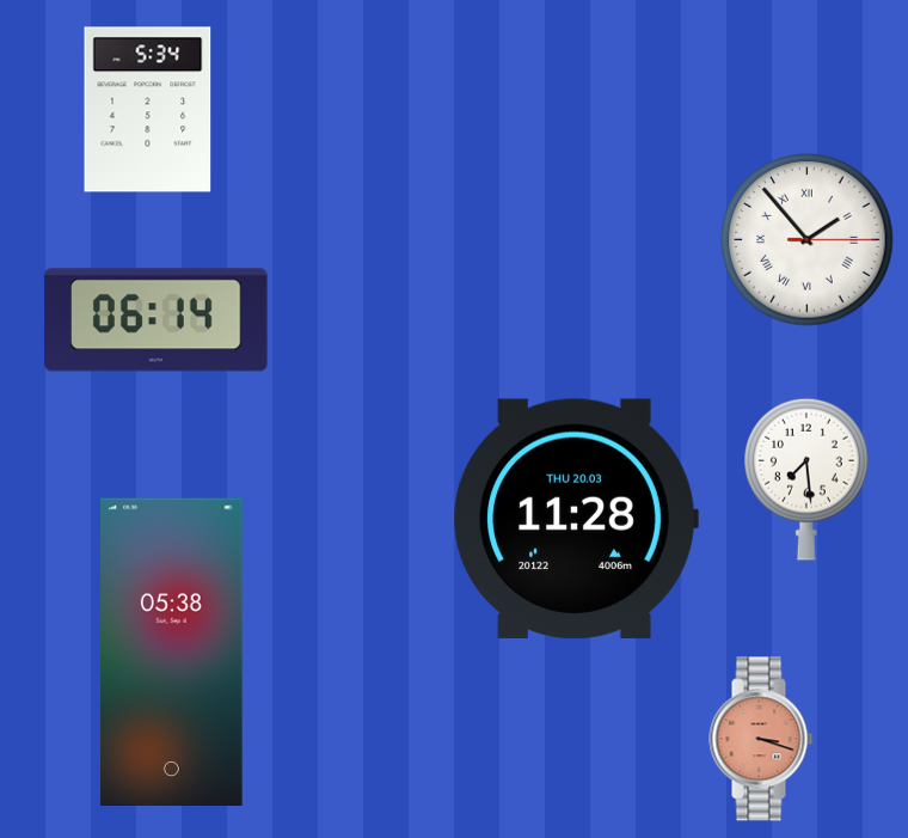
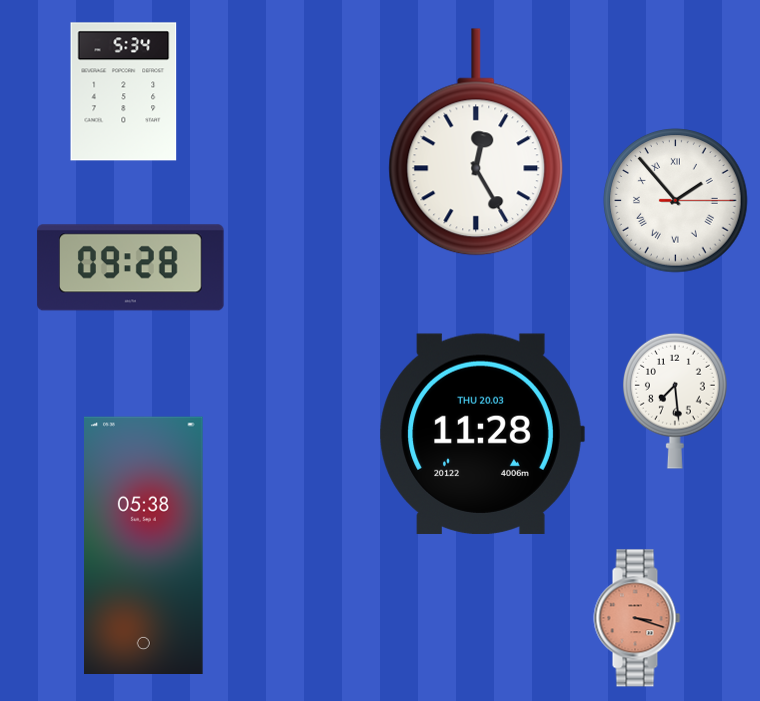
clock at (476, 142): none -> 12:25
clock at (157, 320): 06:14 -> 09:28
